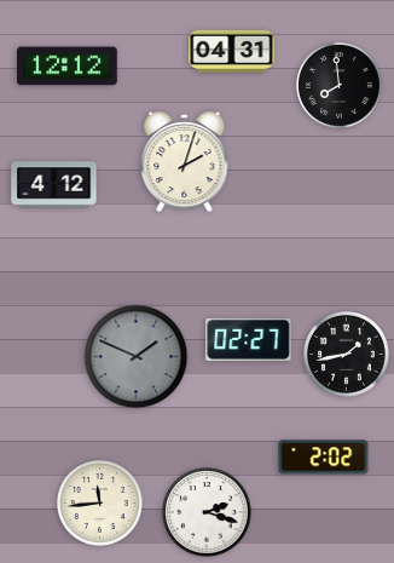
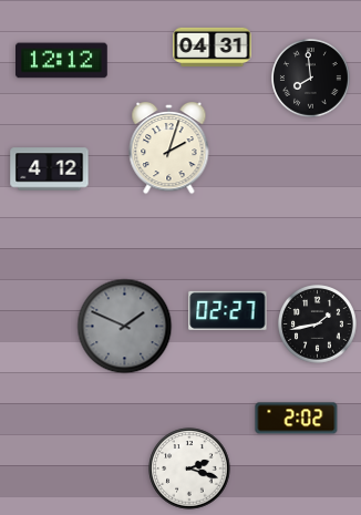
clock at (100, 504): 11:44 -> none
